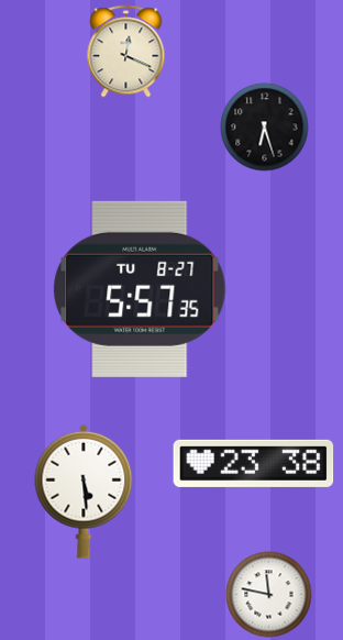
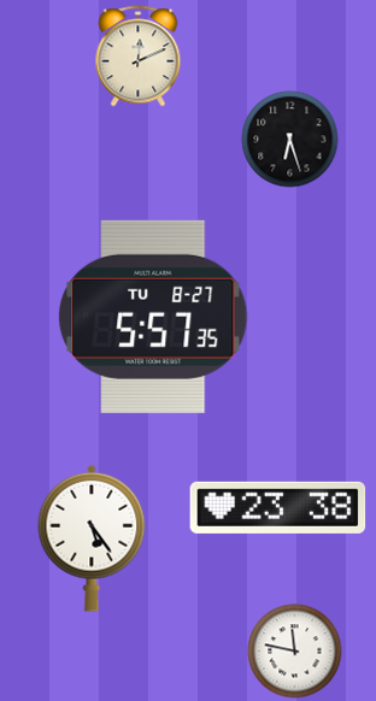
clock at (126, 51): 12:19 -> 12:11
clock at (84, 492): 5:29 -> 5:24
